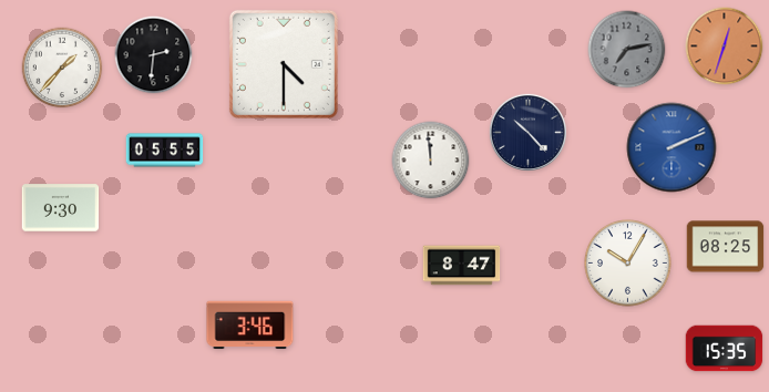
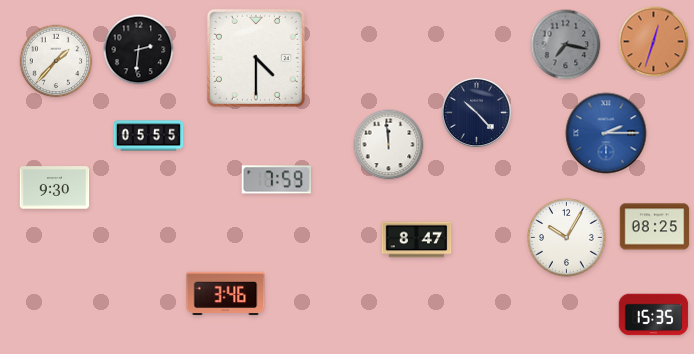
clock at (627, 50): 7:13 -> 7:17
clock at (527, 132) position: (527, 132) -> (476, 112)
clock at (671, 147): 2:11 -> 2:15
clock at (277, 180): none -> 7:59
clock at (726, 247) position: (726, 247) -> (655, 227)
